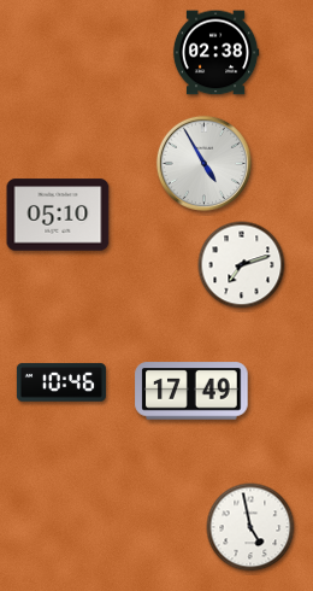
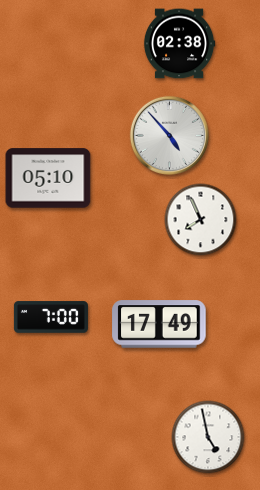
clock at (203, 163): 4:55 -> 4:53
clock at (242, 265): 7:12 -> 7:56
clock at (61, 382): 10:46 -> 7:00
